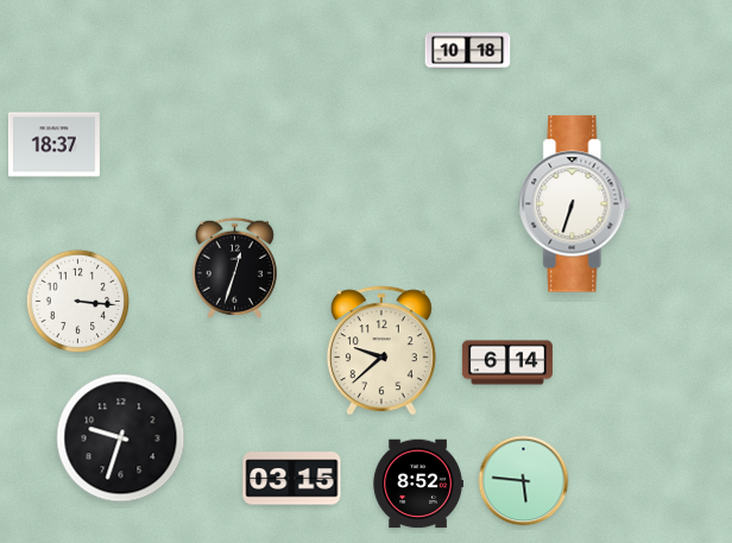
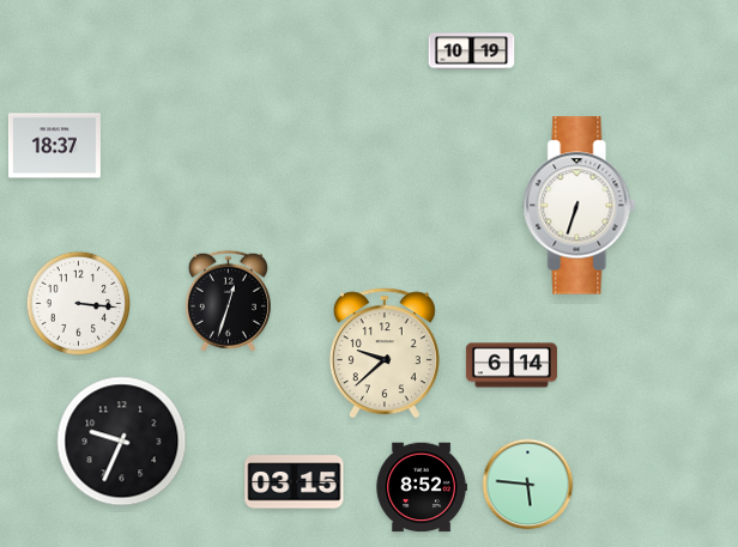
clock at (468, 51): 10:18 -> 10:19
clock at (234, 267) position: (234, 267) -> (228, 300)
clock at (121, 438): 9:33 -> 9:34
